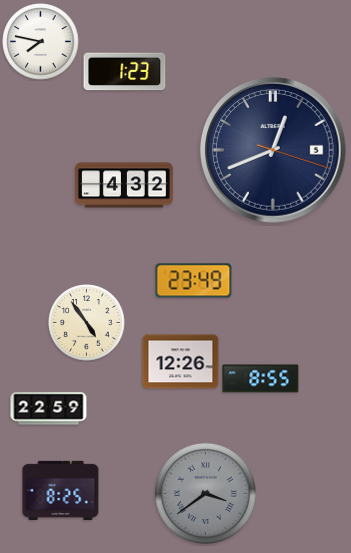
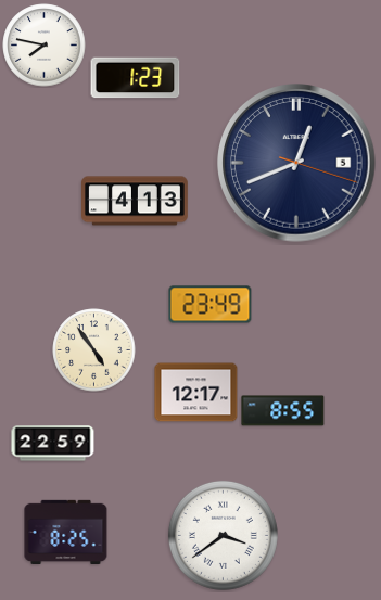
clock at (124, 185): 4:32 -> 4:13
clock at (181, 362): 12:26 -> 12:17
clock at (205, 493) dial: grey -> white
